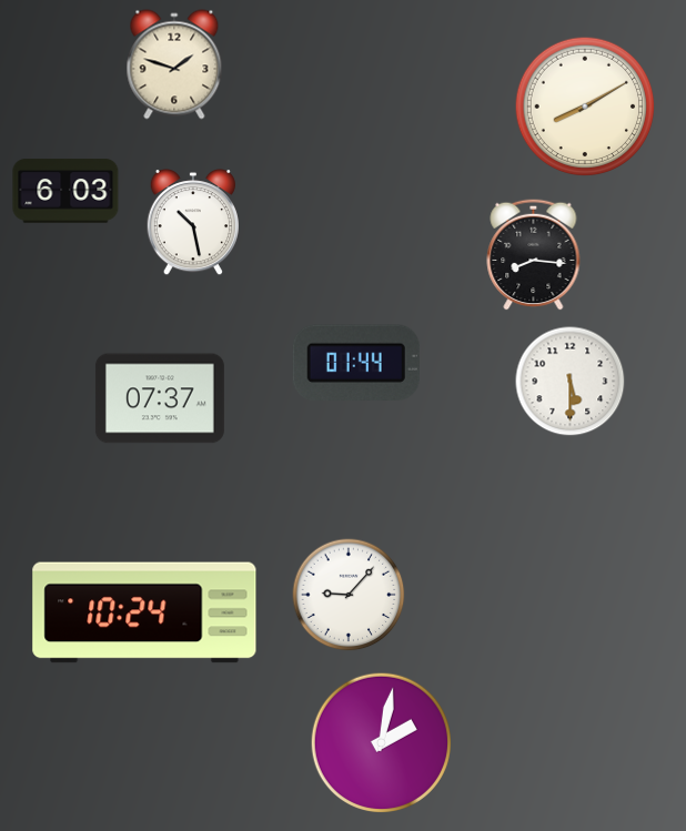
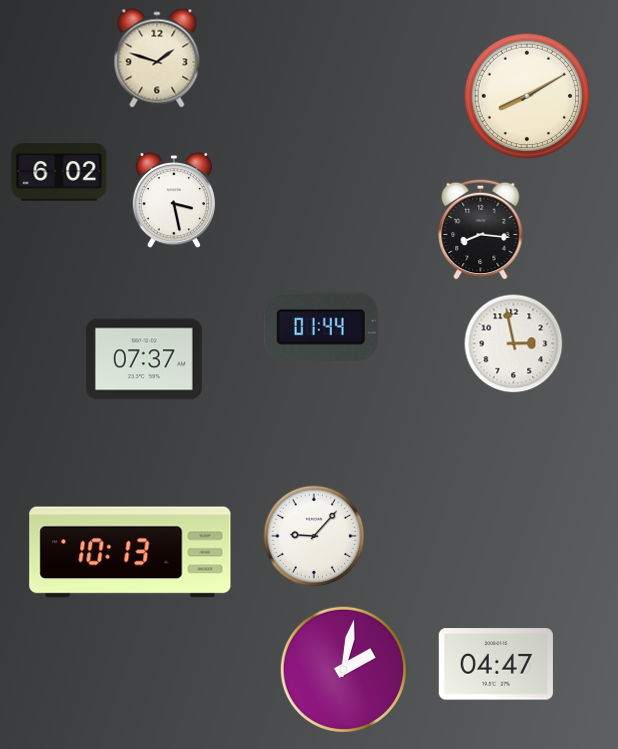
clock at (65, 191): 6:03 -> 6:02
clock at (192, 223): 10:28 -> 3:28
clock at (571, 382): 5:30 -> 2:58
clock at (144, 612): 10:24 -> 10:13
clock at (496, 664): none -> 04:47
